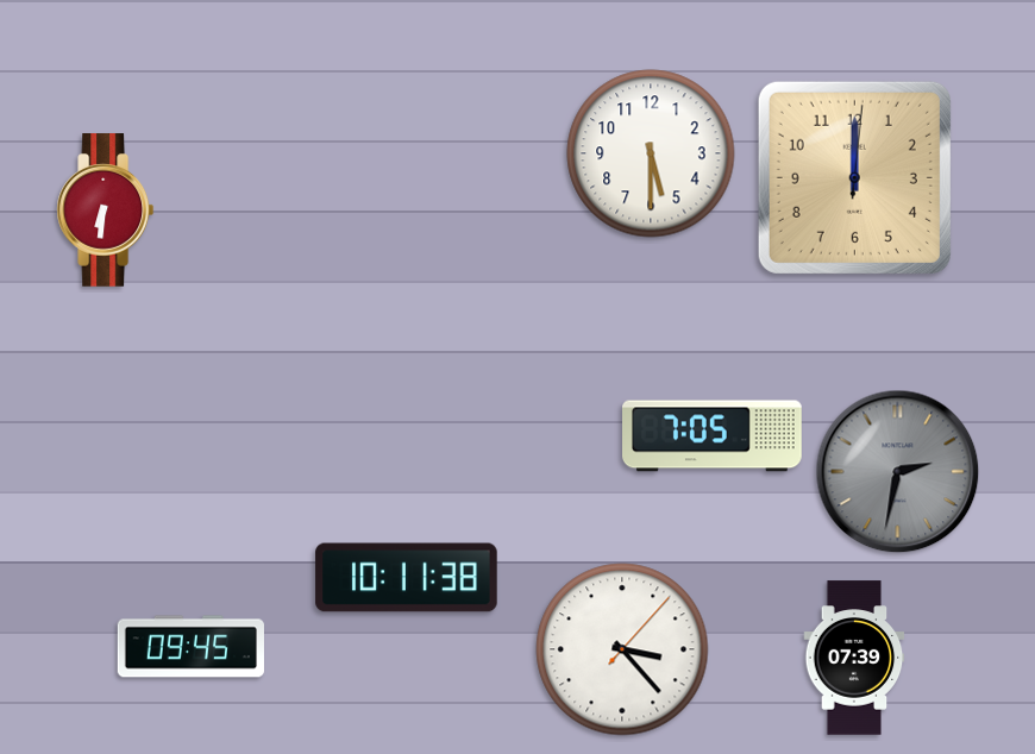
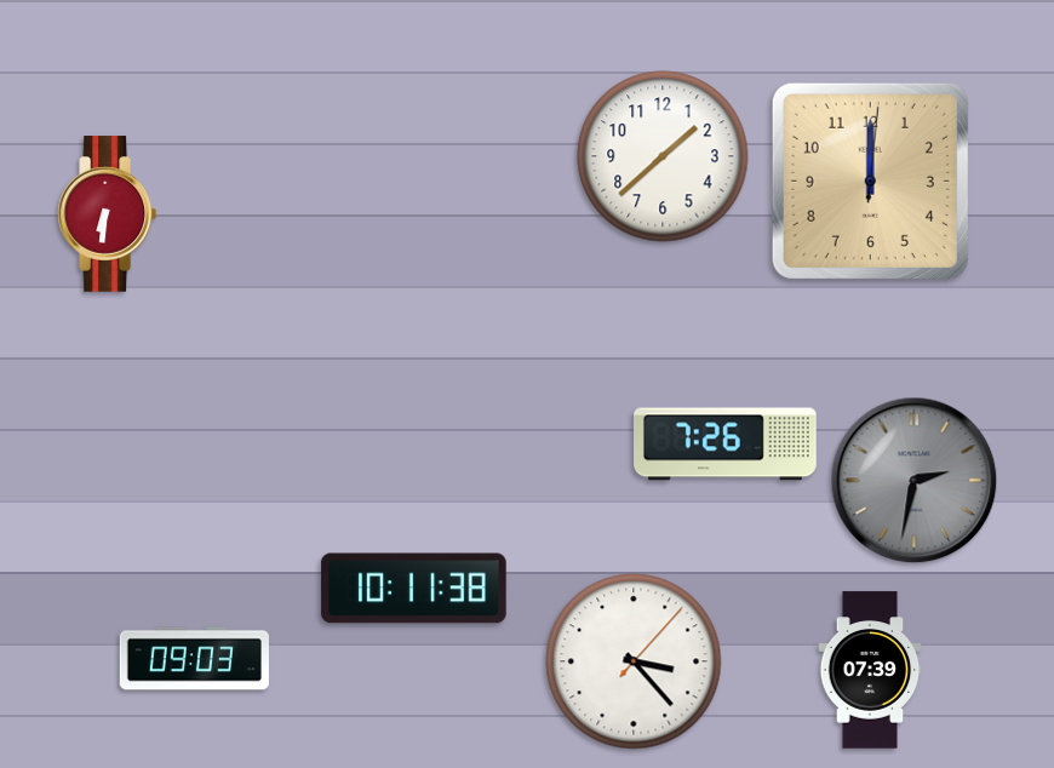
clock at (651, 153): 5:30 -> 1:38
clock at (713, 436): 7:05 -> 7:26
clock at (190, 647): 09:45 -> 09:03
